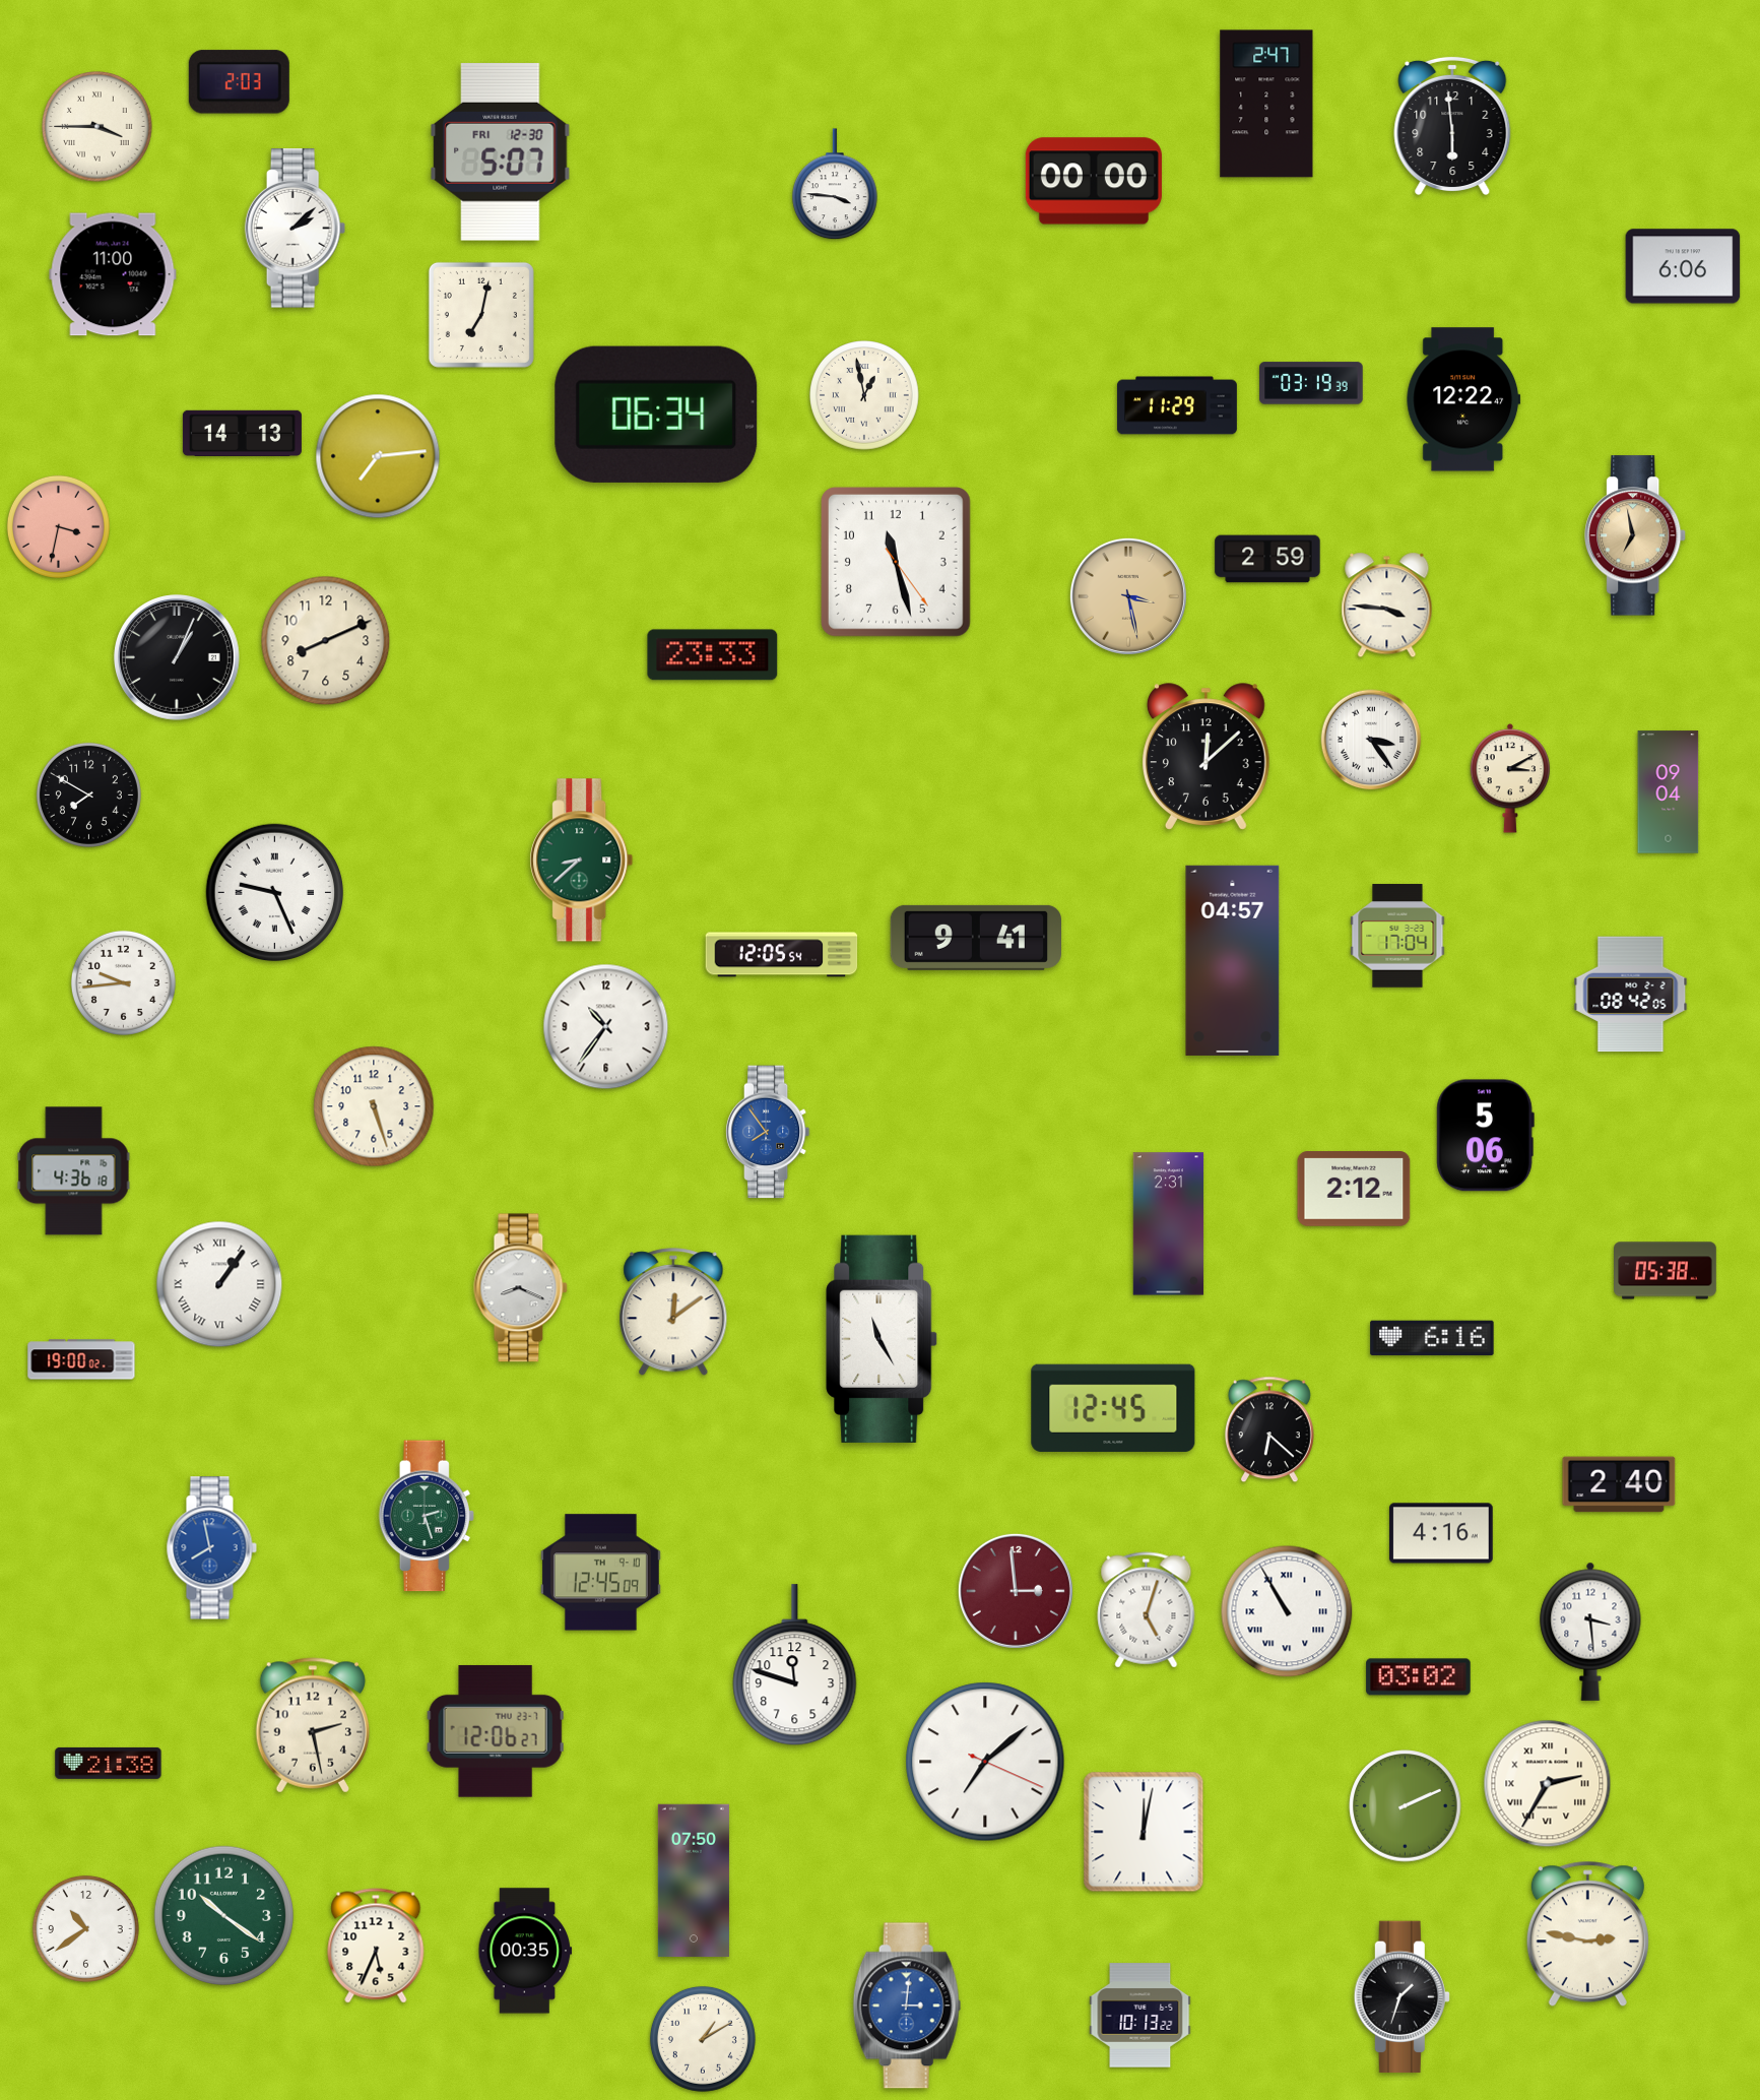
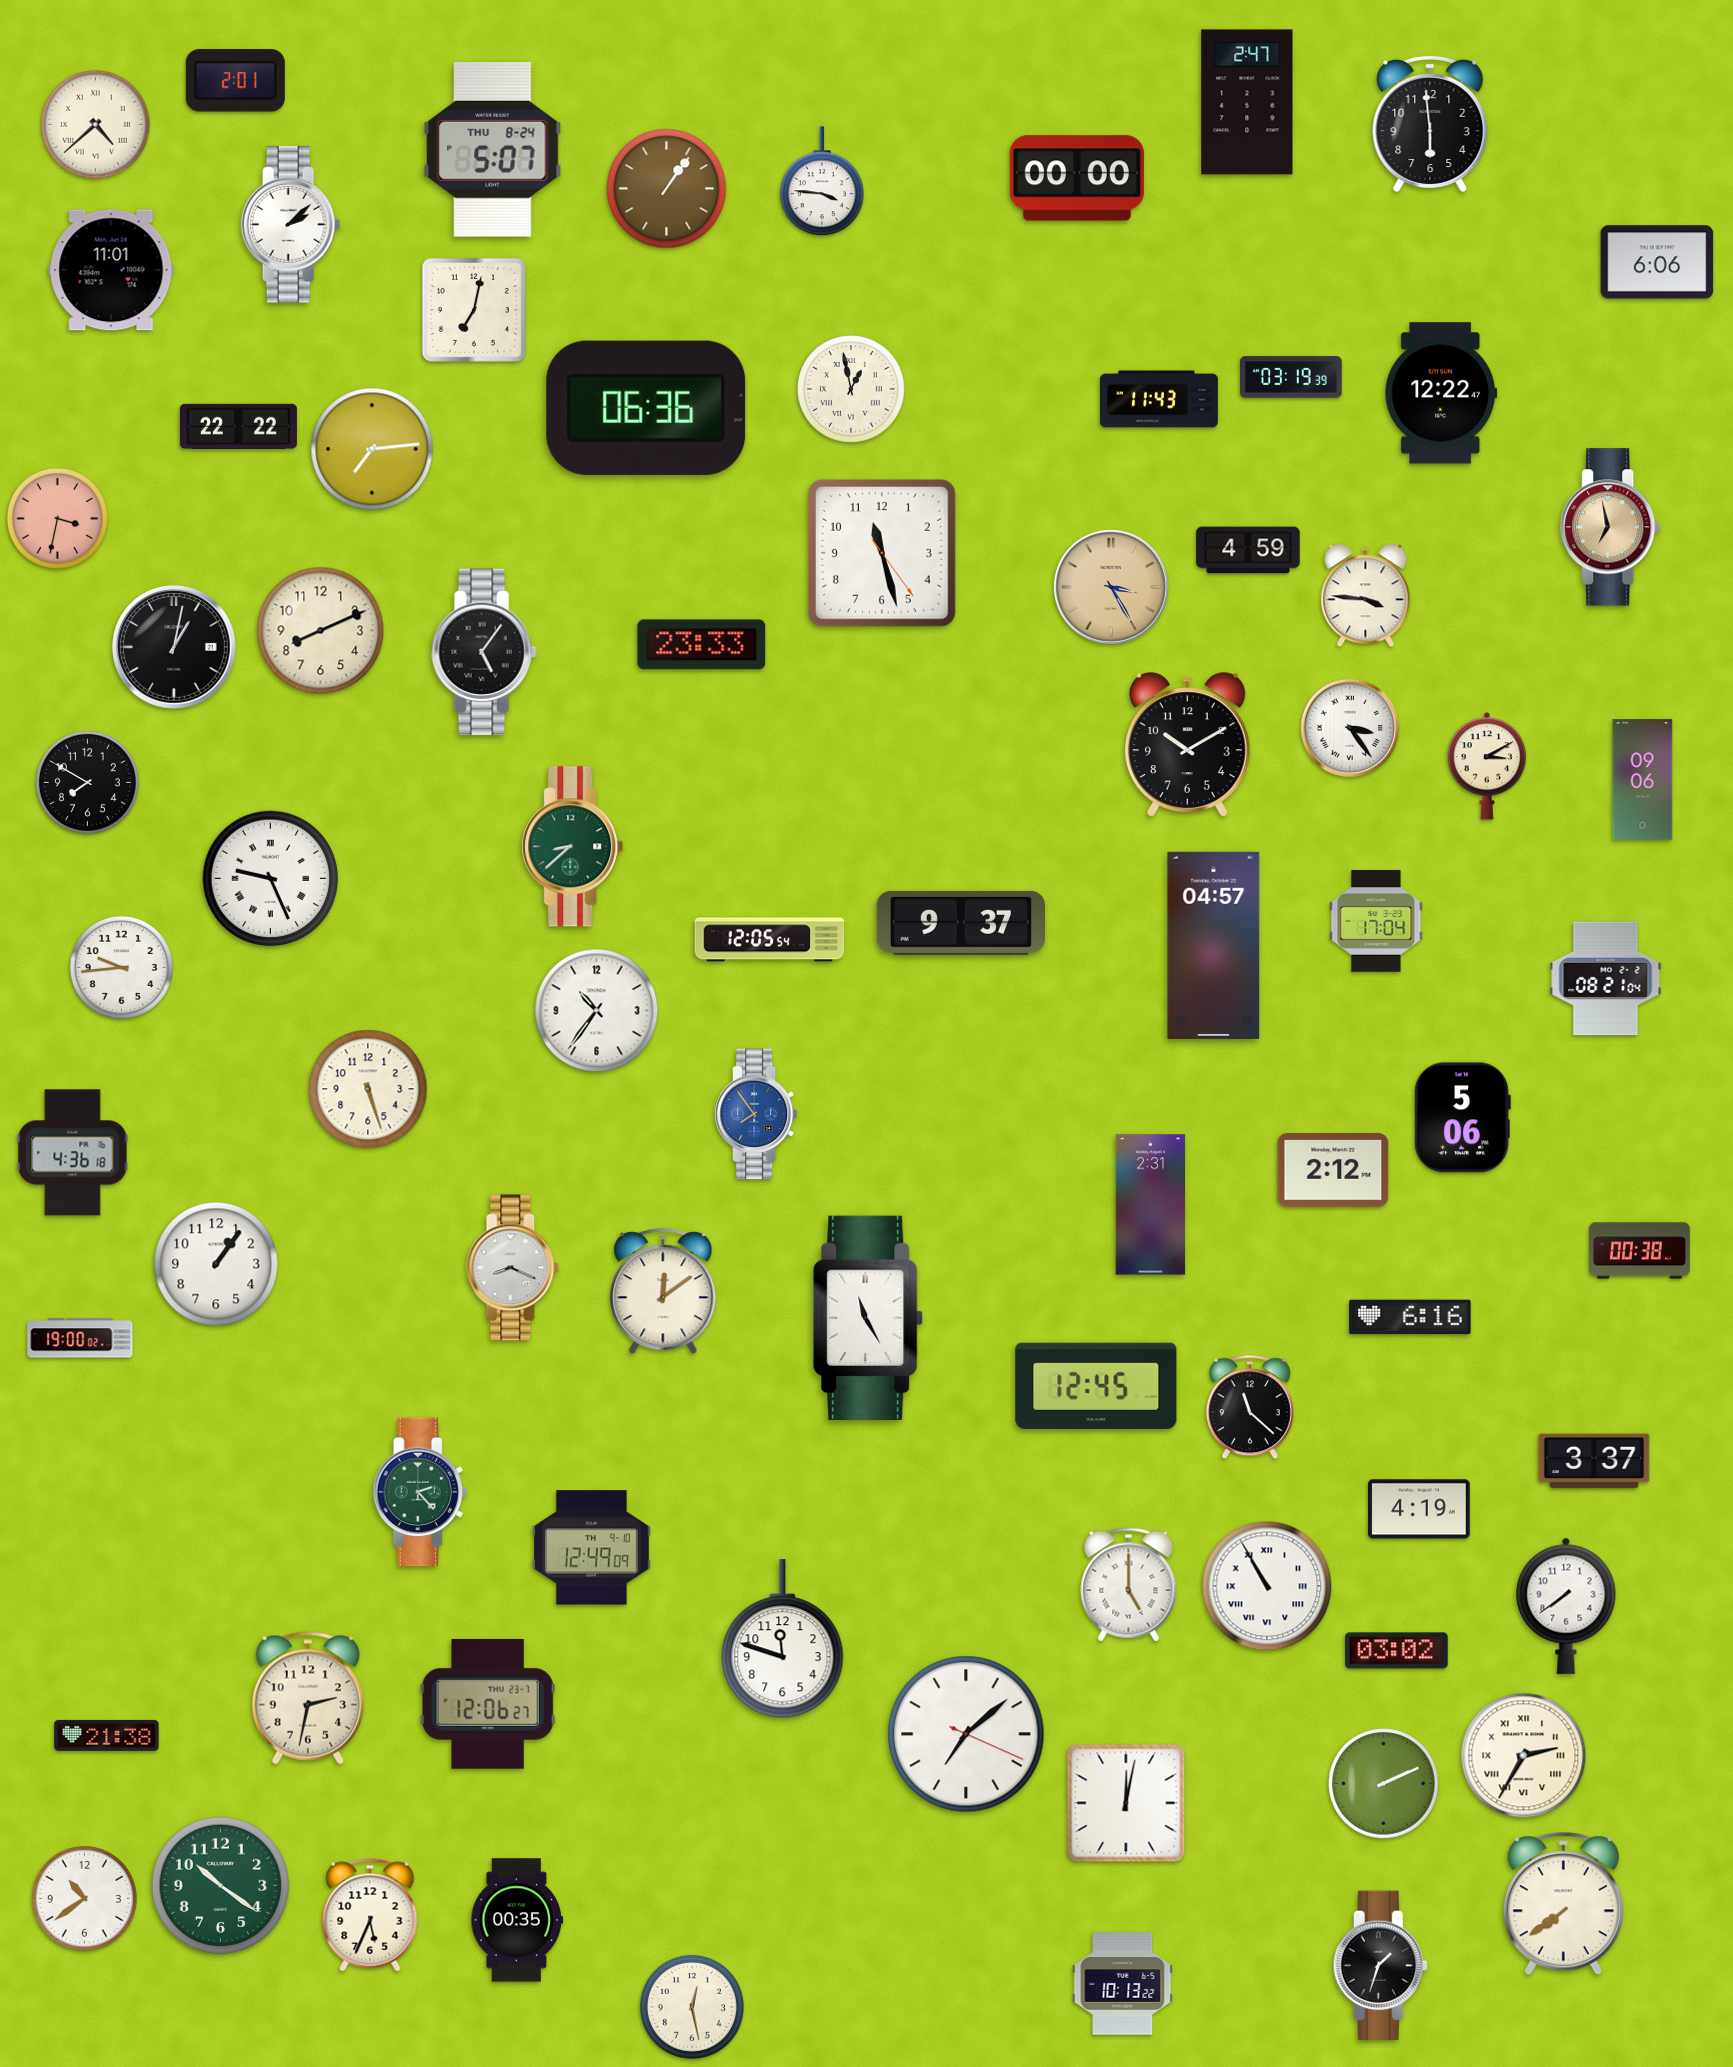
clock at (239, 82): 2:03 -> 2:01
clock at (97, 127): 3:45 -> 4:38
clock at (501, 151) date: FRI 12-30 -> THU 8-24
clock at (667, 189): none -> 1:06
clock at (113, 274): 11:00 -> 11:01
clock at (1177, 405): 11:29 -> 11:43
clock at (656, 415): 06:34 -> 06:36
clock at (242, 433): 14:13 -> 22:22
clock at (1267, 559): 2:59 -> 4:59
clock at (1128, 596): 3:28 -> 3:25
clock at (178, 658): 1:04 -> 1:02
clock at (484, 652): none -> 5:06
clock at (1205, 757): 12:08 -> 10:10
clock at (1669, 792): 09:04 -> 09:06
clock at (975, 938): 9:41 -> 9:37
clock at (1631, 995): 08:42 -> 08:21
clock at (1666, 1271): 05:38 -> 00:38
clock at (219, 1284) numerals: Roman -> Arabic
clock at (1269, 1429): 6:22 -> 11:22
clock at (1619, 1484): 2:40 -> 3:37
clock at (426, 1516): 2:27 -> 2:23
clock at (1441, 1533): 4:16 -> 4:19
clock at (211, 1548): 7:58 -> none
clock at (600, 1573): 12:45 -> 12:49
clock at (1016, 1591): 2:59 -> none
clock at (1147, 1610): 5:03 -> 5:00
clock at (1590, 1632): 3:29 -> 7:39
clock at (312, 1725): 2:28 -> 2:32
clock at (985, 1762) position: (985, 1762) -> (966, 1734)
clock at (1406, 1806) position: (1406, 1806) -> (1384, 1784)
clock at (694, 1881): 07:50 -> none
clock at (1587, 1934): 2:47 -> 7:39
clock at (907, 2006): 3:01 -> none
clock at (703, 2039): 1:10 -> 12:28
